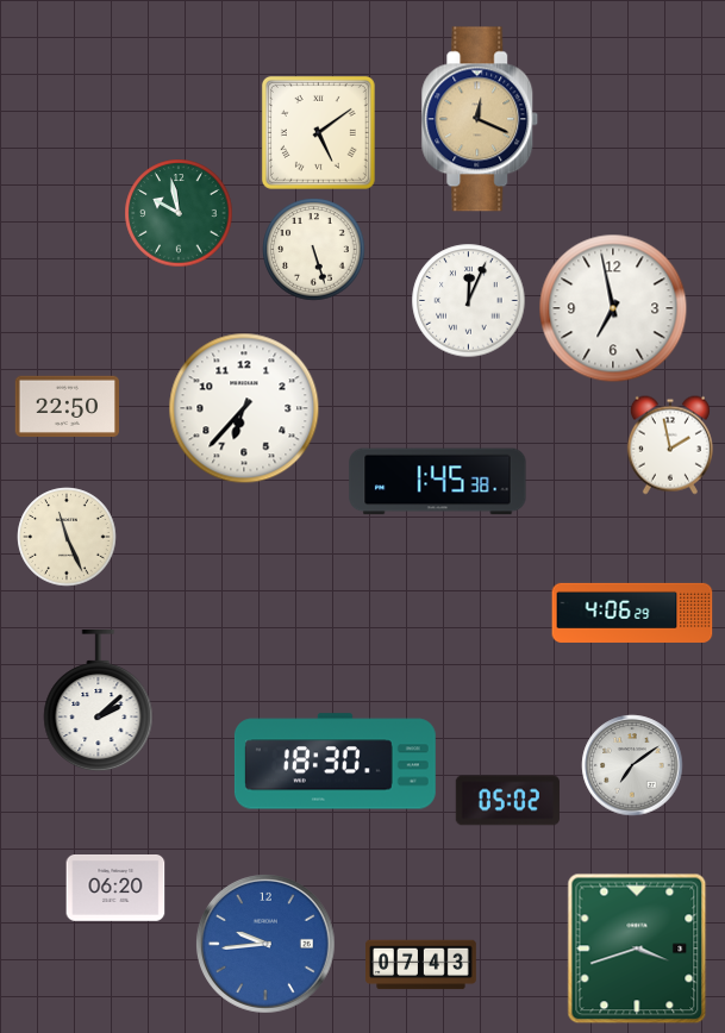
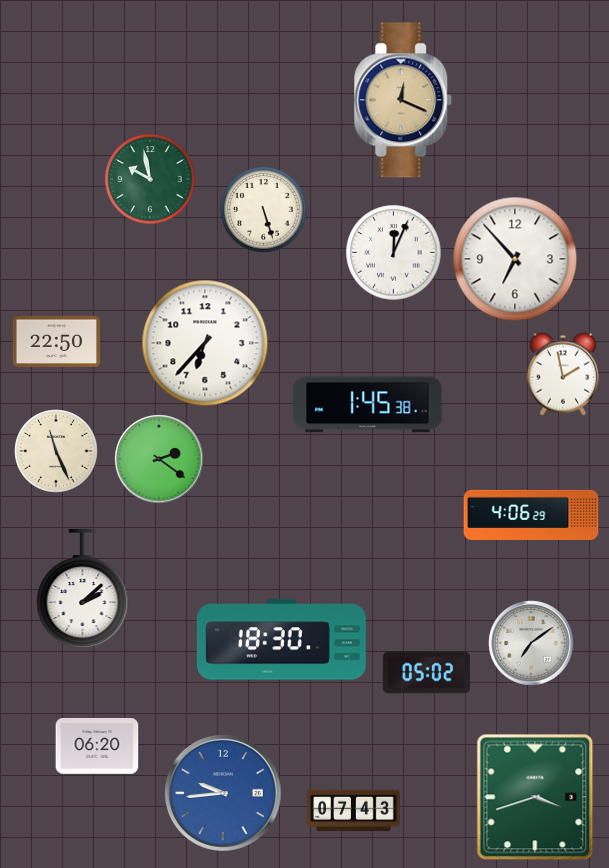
clock at (318, 132): 5:09 -> none
clock at (613, 308): 6:58 -> 6:53
clock at (159, 459): none -> 2:21
